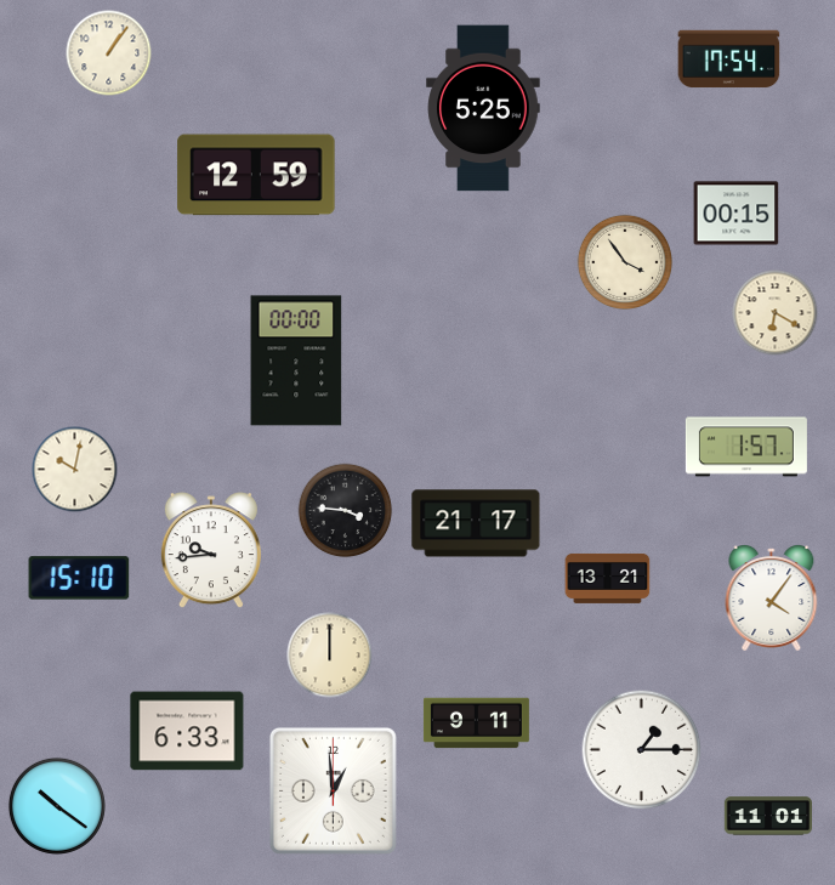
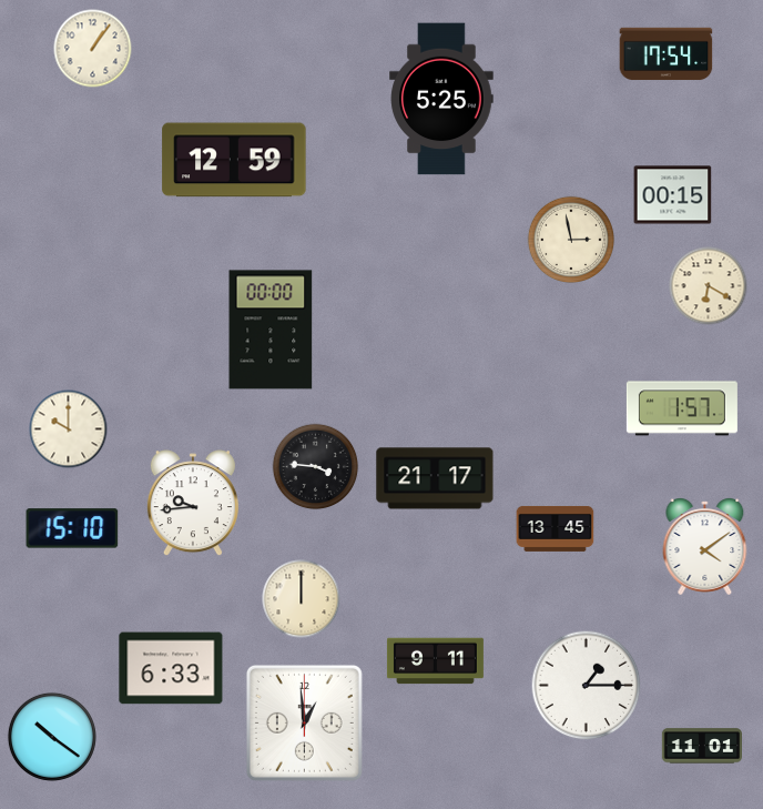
clock at (109, 53) position: (109, 53) -> (93, 49)
clock at (624, 261): 3:54 -> 2:58
clock at (75, 470): 10:02 -> 10:00
clock at (608, 578): 13:21 -> 13:45
clock at (772, 598): 4:06 -> 4:09
